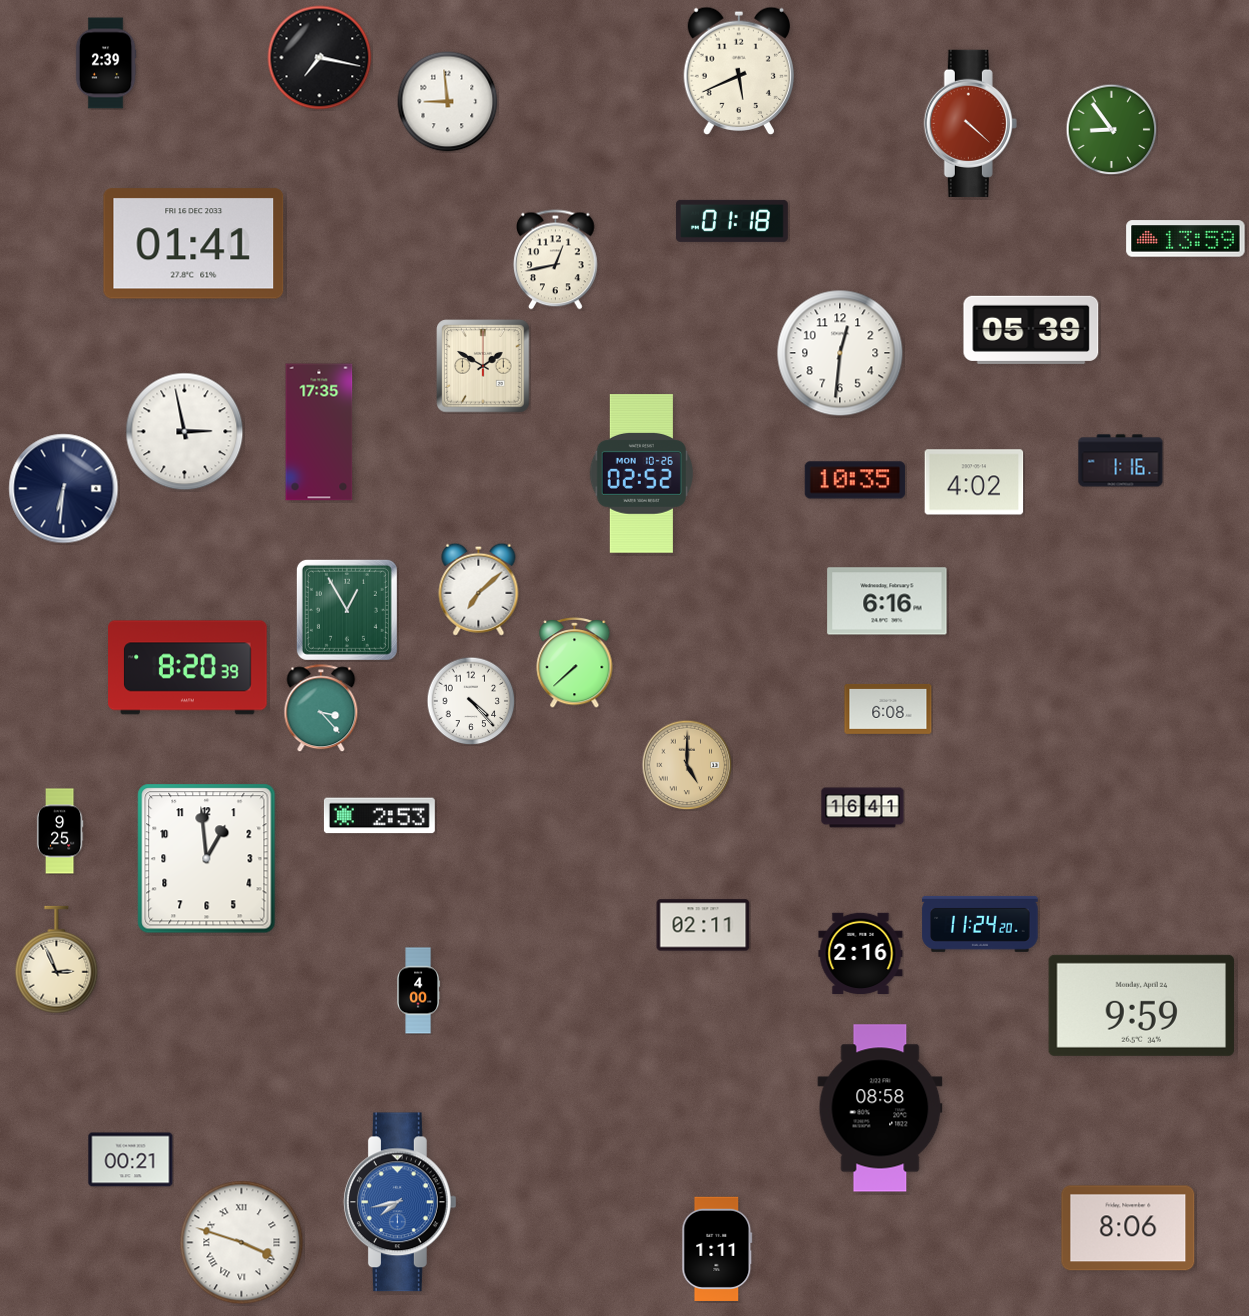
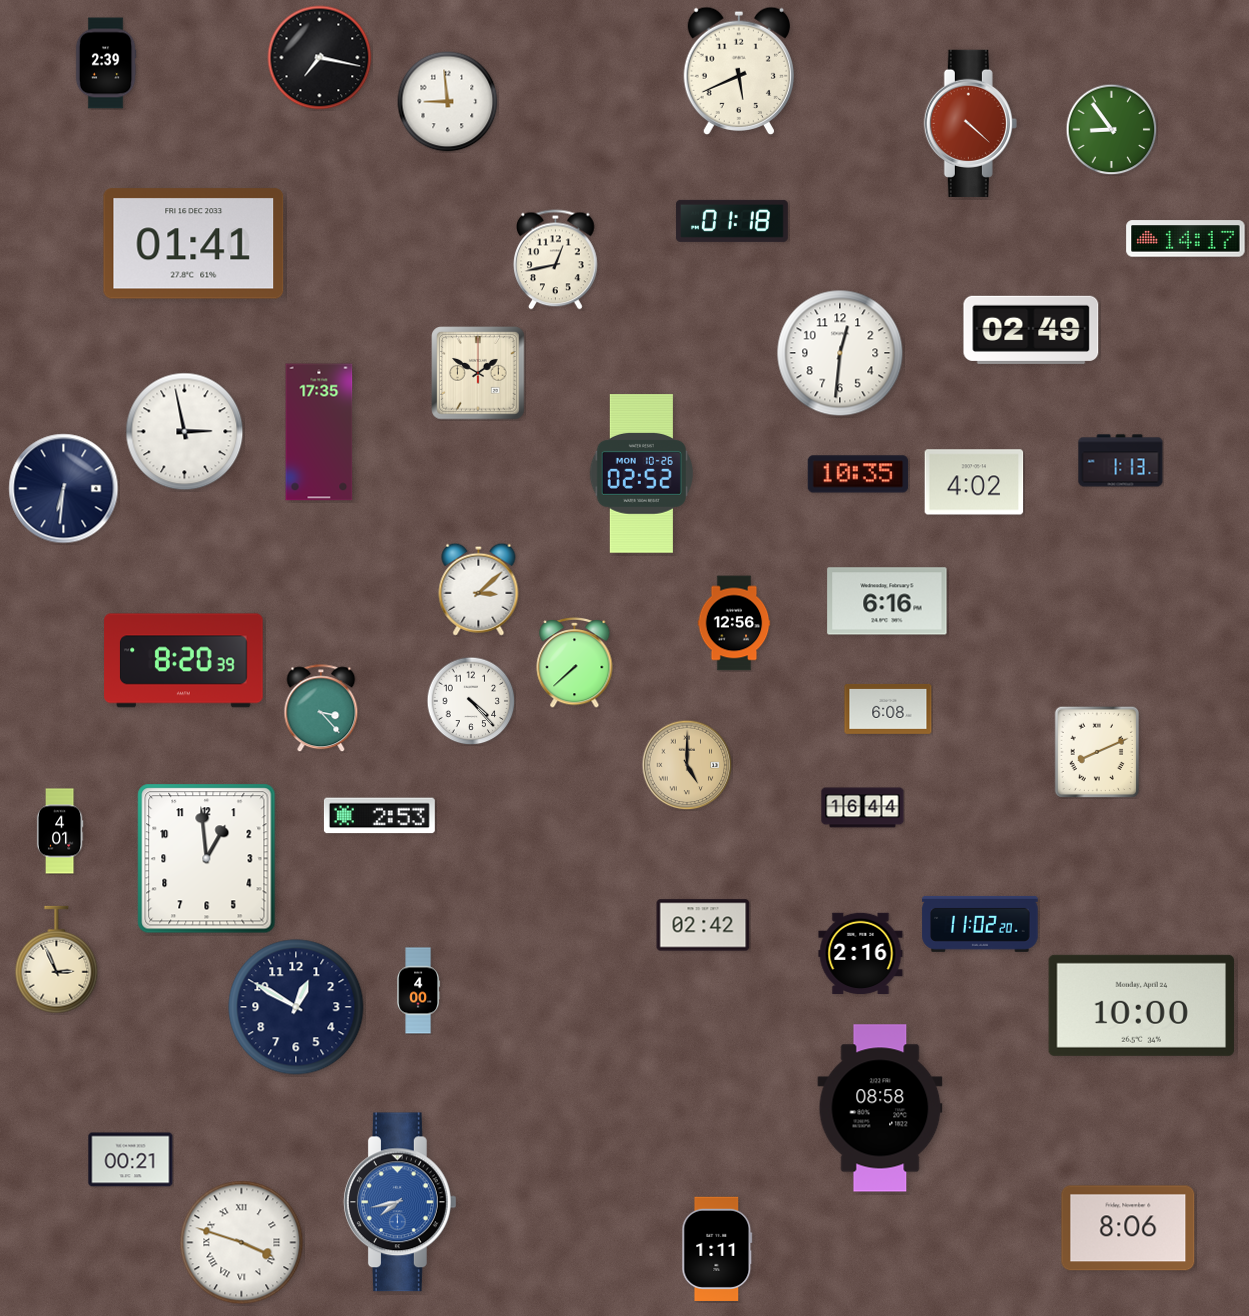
clock at (1186, 239): 13:59 -> 14:17
clock at (1031, 330): 05:39 -> 02:49
clock at (483, 366) position: (483, 366) -> (478, 373)
clock at (1121, 461): 1:16 -> 1:13
clock at (855, 480) position: (855, 480) -> (858, 474)
clock at (479, 589): 7:08 -> 3:08
clock at (347, 610): 12:55 -> none
clock at (734, 623): none -> 12:56
clock at (188, 668) position: (188, 668) -> (184, 661)
clock at (1096, 751): none -> 8:11
clock at (863, 808): 16:41 -> 16:44
clock at (60, 831): 9:25 -> 4:01
clock at (980, 924): 11:24 -> 11:02
clock at (703, 925): 02:11 -> 02:42
clock at (1142, 1005): 9:59 -> 10:00
clock at (296, 1007): none -> 12:50
